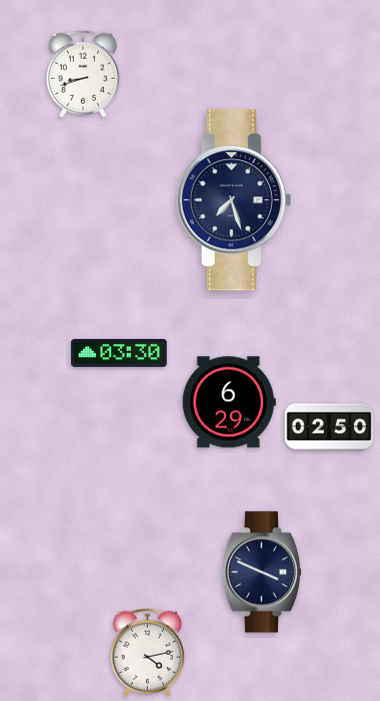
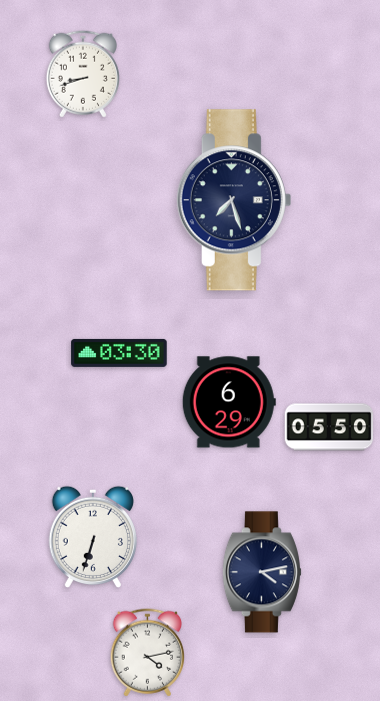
clock at (329, 427): 02:50 -> 05:50
clock at (92, 536): none -> 6:33
clock at (262, 572): 3:49 -> 4:13
